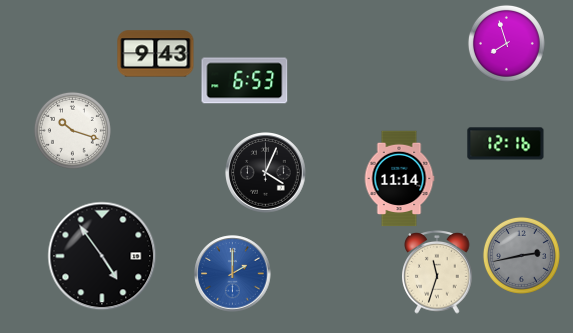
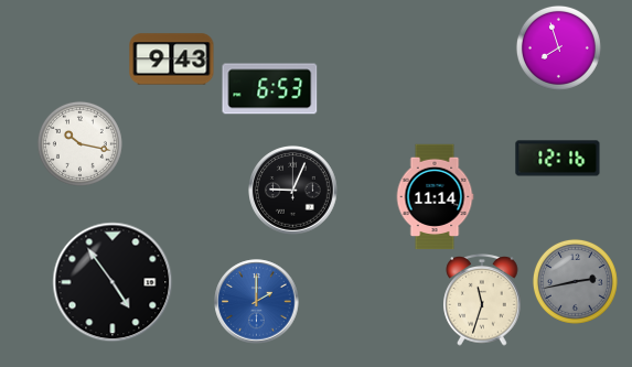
clock at (72, 130): 10:18 -> 10:17
clock at (266, 173): 4:04 -> 9:04
clock at (399, 179) position: (399, 179) -> (435, 197)
